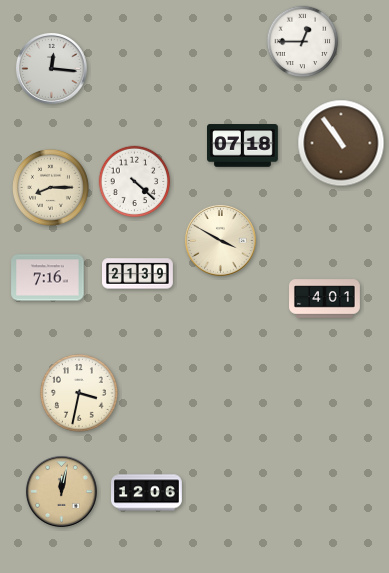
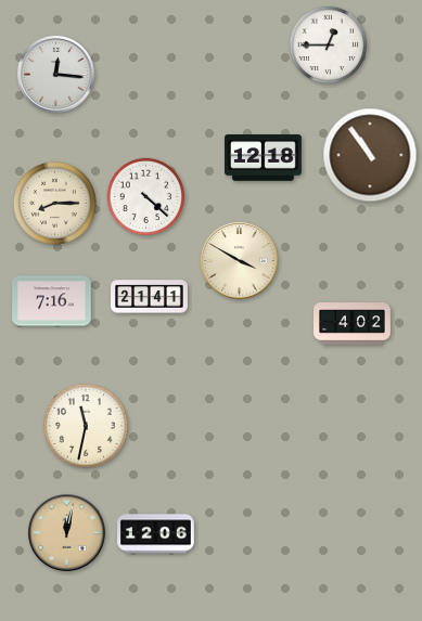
clock at (243, 146): 07:18 -> 12:18
clock at (138, 274): 21:39 -> 21:41
clock at (325, 299): 4:01 -> 4:02
clock at (80, 394): 3:32 -> 11:32
clock at (147, 493) position: (147, 493) -> (156, 534)
